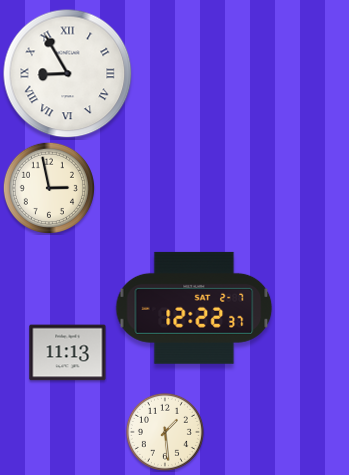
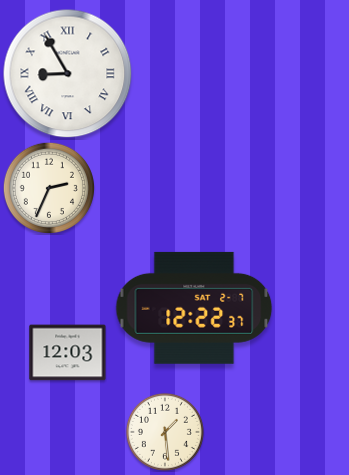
clock at (48, 187): 2:58 -> 2:34
clock at (68, 353): 11:13 -> 12:03
